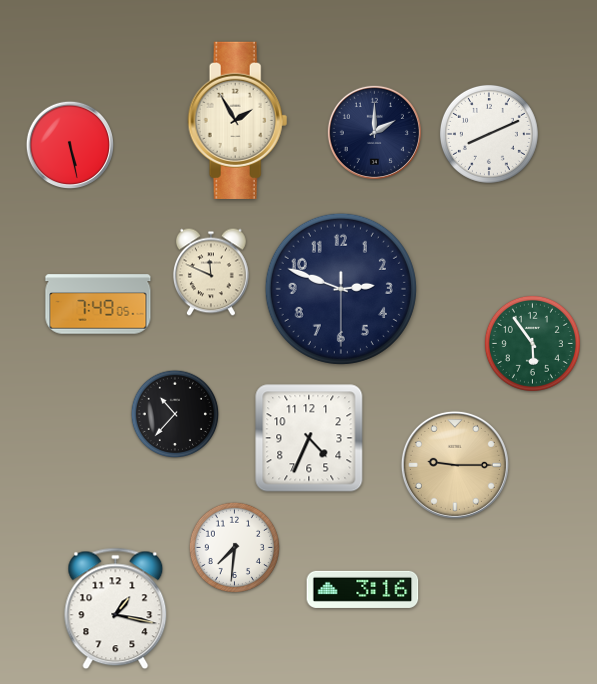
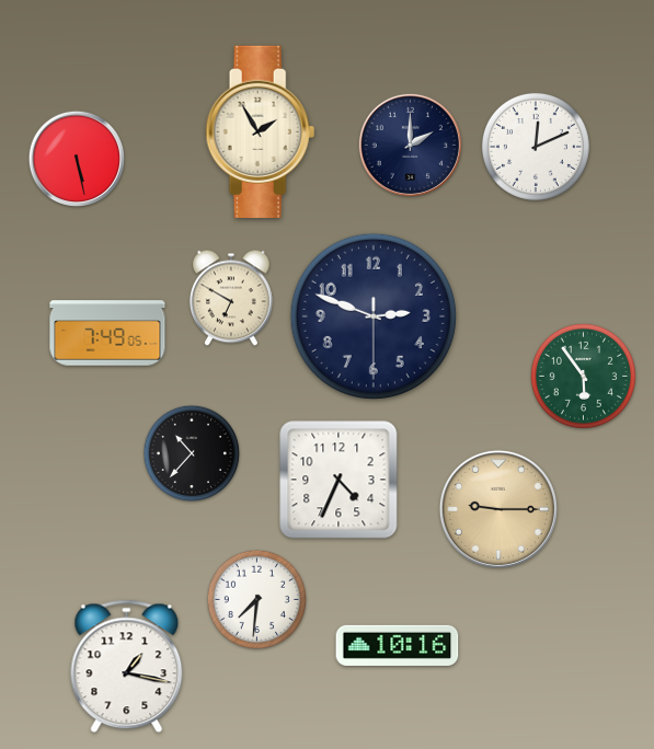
clock at (489, 134): 8:11 -> 12:11
clock at (211, 272): 11:49 -> 6:50
clock at (363, 589): 3:16 -> 10:16
